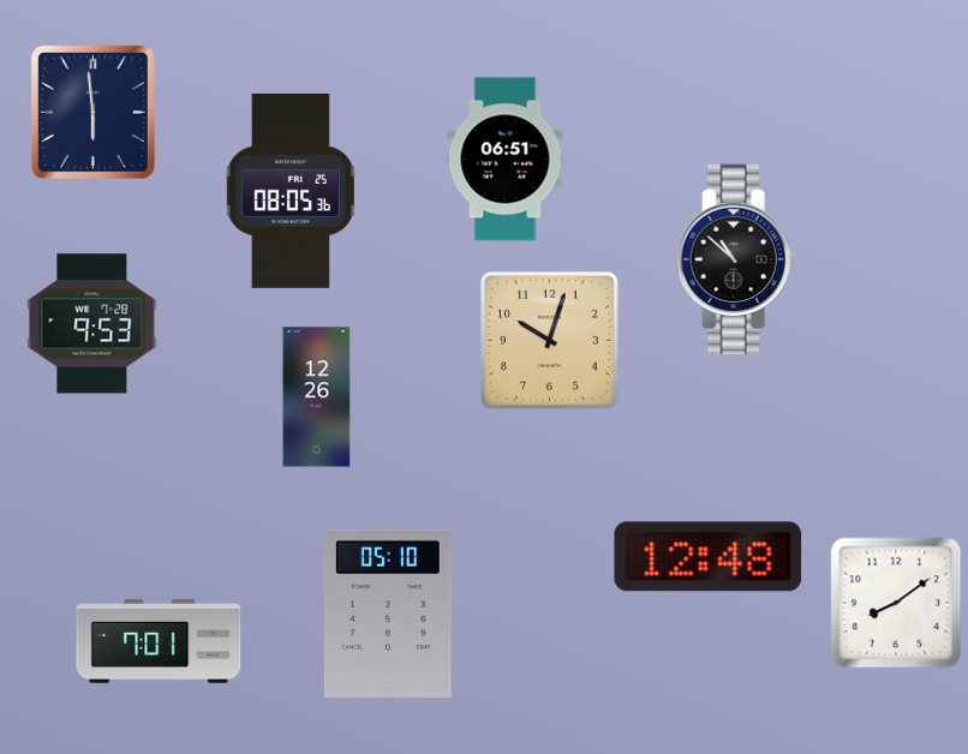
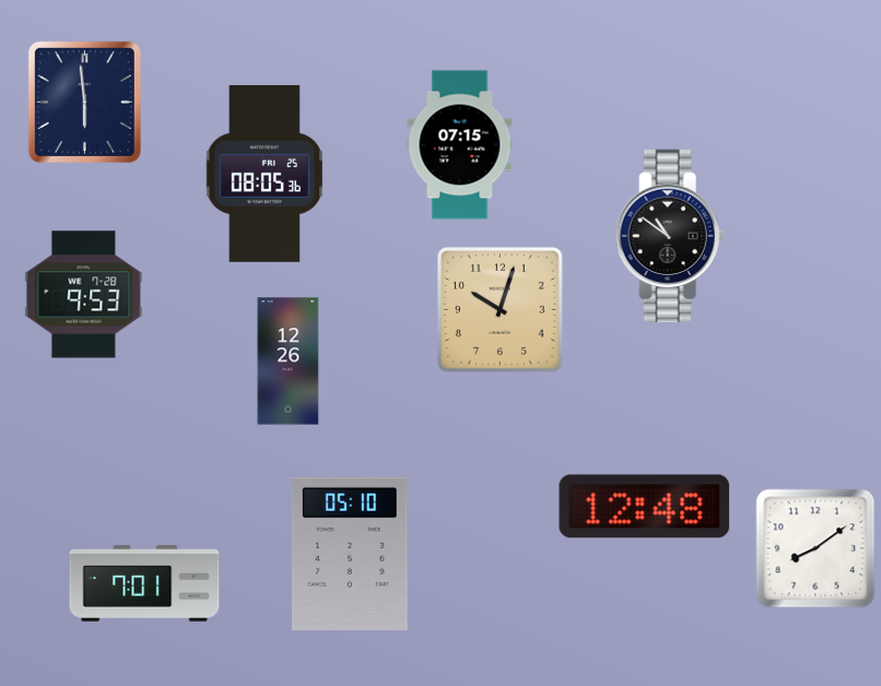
clock at (506, 160): 06:51 -> 07:15
clock at (736, 259): 10:52 -> 10:51
clock at (388, 614) position: (388, 614) -> (350, 554)
